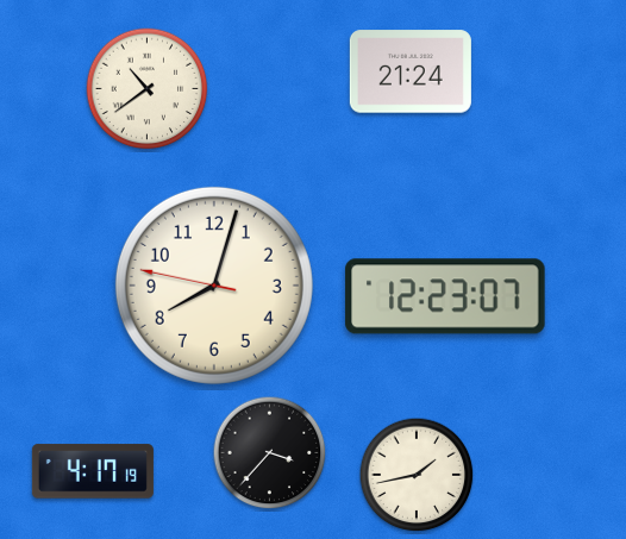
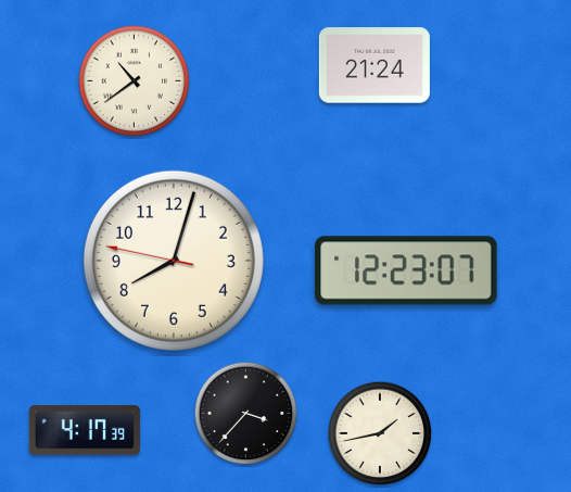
clock at (214, 286) position: (214, 286) -> (174, 261)
clock at (93, 471): 4:17:19 -> 4:17:39
